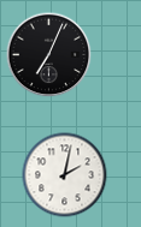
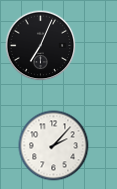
clock at (65, 175): 2:02 -> 2:07
